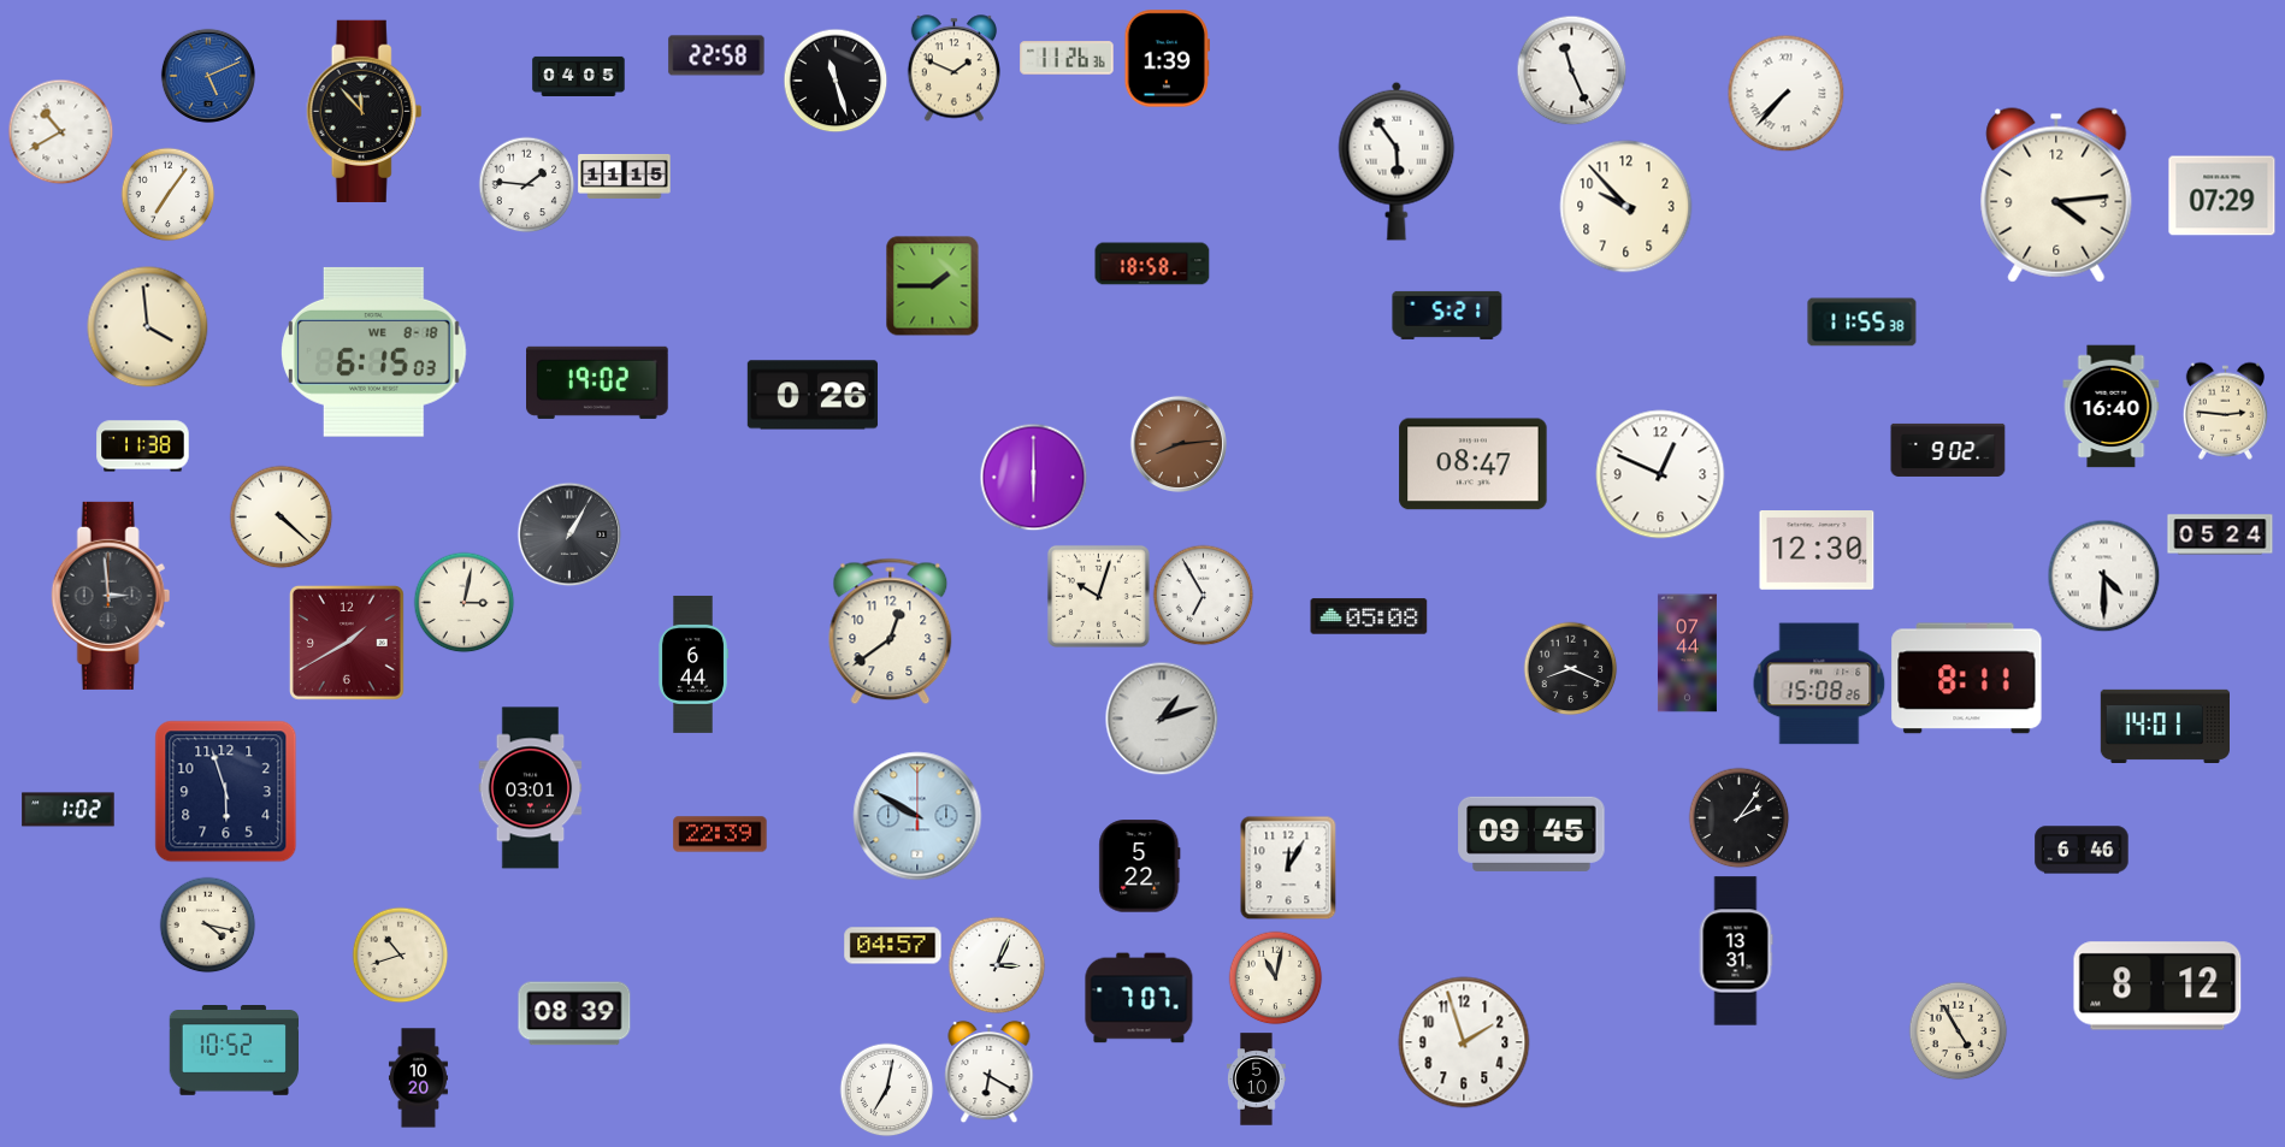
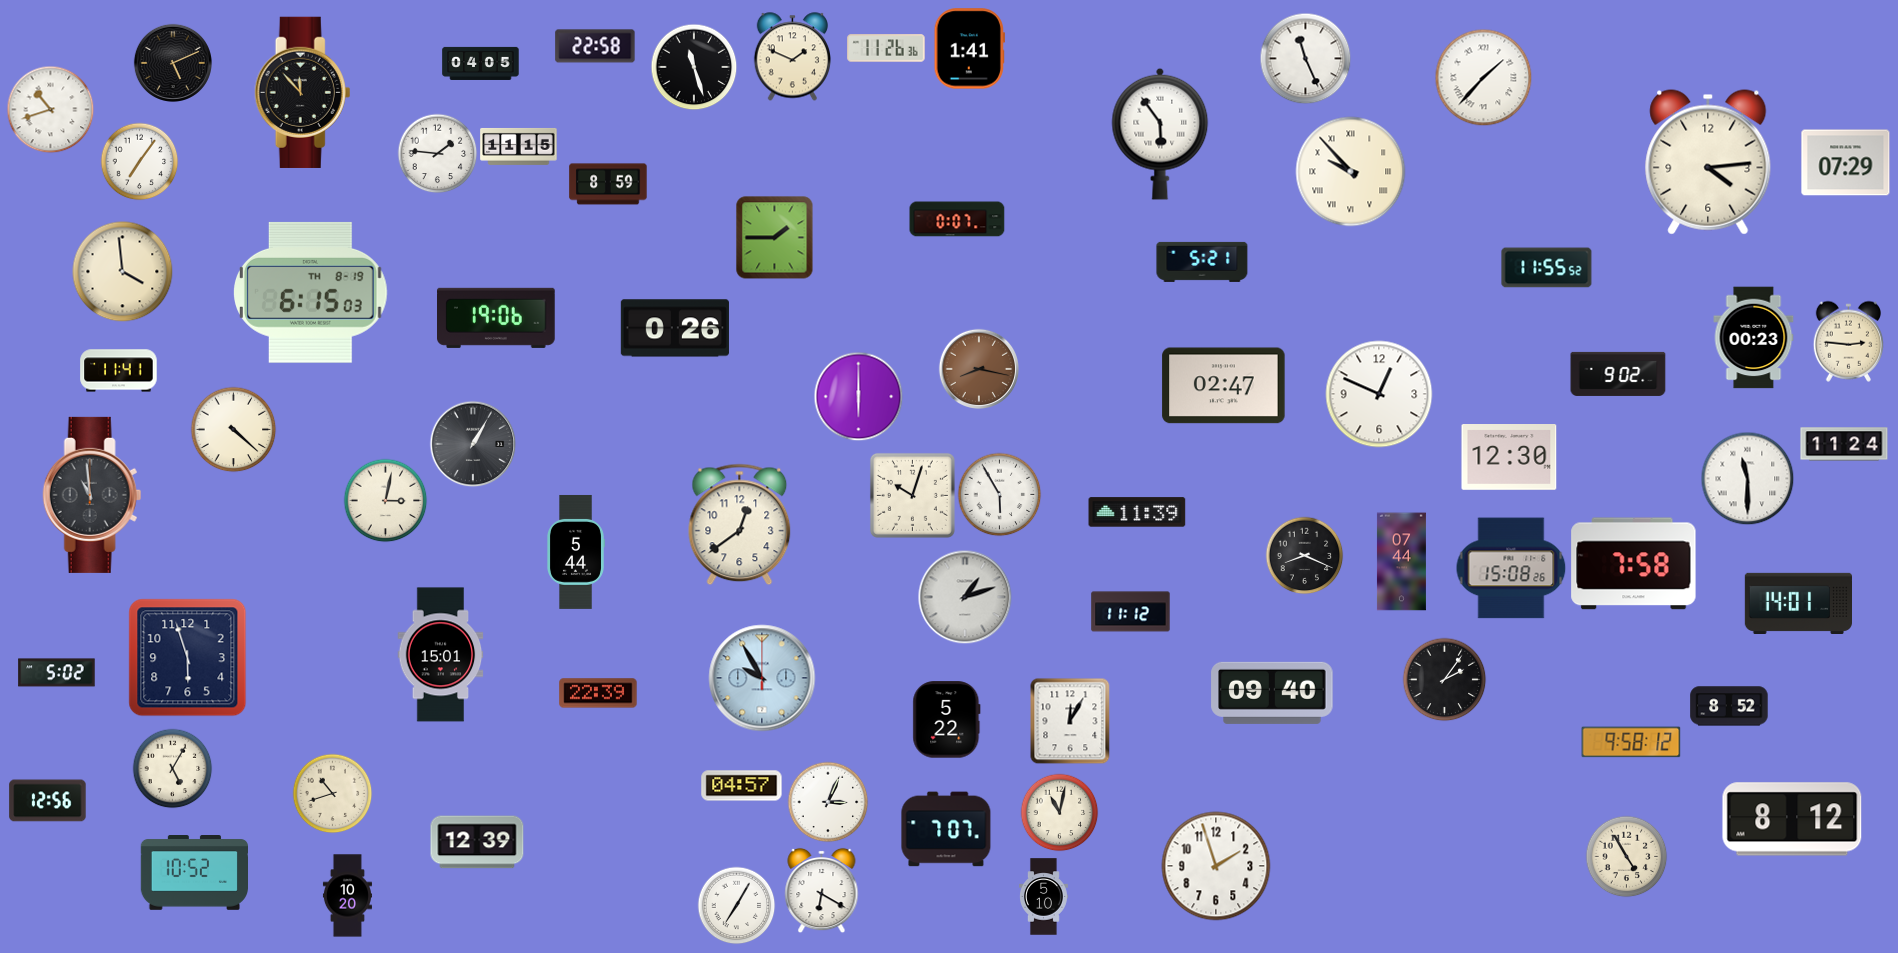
clock at (1167, 59): 1:39 -> 1:41
clock at (208, 76) dial: blue -> black
clock at (1785, 93): 7:37 -> 1:37
clock at (60, 131): 10:40 -> 10:42
clock at (1626, 207) numerals: Arabic -> Roman
clock at (608, 184): none -> 8:59
clock at (1152, 264): 18:58 -> 0:07
clock at (1862, 323): 11:55:38 -> 11:55:52
clock at (374, 351) date: WE 8-18 -> TH 8-19
clock at (598, 383): 19:02 -> 19:06
clock at (2112, 407): 16:40 -> 00:23
clock at (1177, 443): 8:14 -> 8:17
clock at (143, 447): 11:38 -> 11:41
clock at (1474, 465): 08:47 -> 02:47
clock at (2220, 534): 05:24 -> 11:24
clock at (2103, 575): 4:30 -> 11:30
clock at (1203, 595): 6:55 -> 5:55
clock at (111, 596): 2:59 -> 10:59
clock at (1369, 616): 05:08 -> 11:39
clock at (347, 643): 1:40 -> none
clock at (1687, 654) position: (1687, 654) -> (1401, 562)
clock at (693, 664): 6:44 -> 5:44
clock at (1967, 679): 8:11 -> 7:58
clock at (1131, 612): none -> 11:12
clock at (531, 788): 03:01 -> 15:01
clock at (69, 810): 1:02 -> 5:02
clock at (917, 816): 9:50 -> 9:55
clock at (1531, 834): 09:45 -> 09:40
clock at (2082, 850): 6:46 -> 8:52
clock at (1631, 742): none -> 9:58
clock at (207, 924): 4:17 -> 5:05
clock at (1736, 951): 13:31 -> none
clock at (48, 801): none -> 12:56
clock at (574, 1013): 08:39 -> 12:39
clock at (886, 1089): 7:02 -> 7:05
